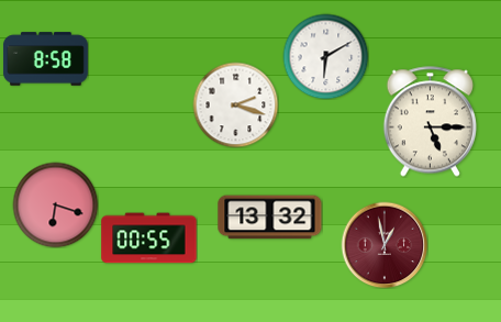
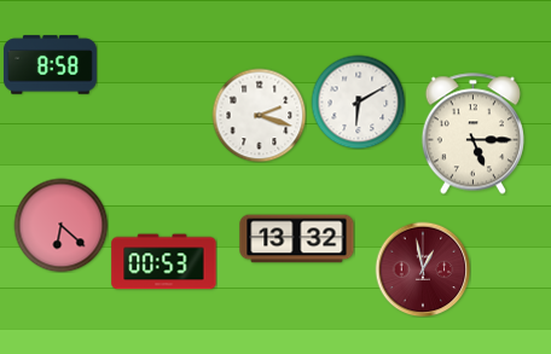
clock at (325, 56) position: (325, 56) -> (358, 101)
clock at (55, 204): 6:18 -> 6:22
clock at (149, 238): 00:55 -> 00:53
